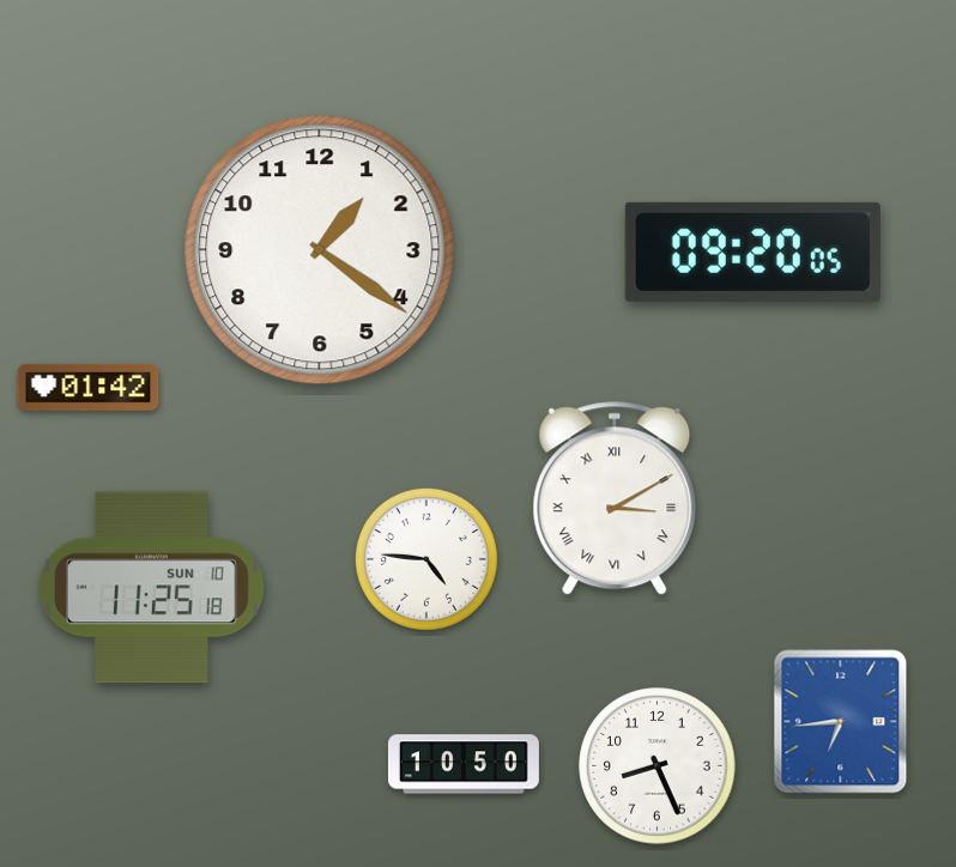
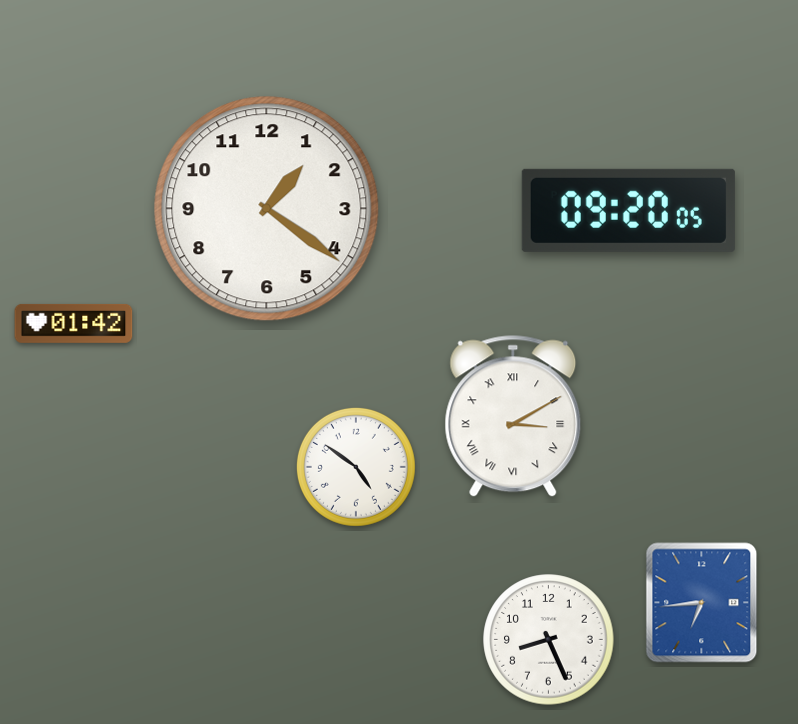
clock at (426, 559): 4:46 -> 4:51
clock at (152, 588): 11:25 -> none
clock at (464, 764): 10:50 -> none
